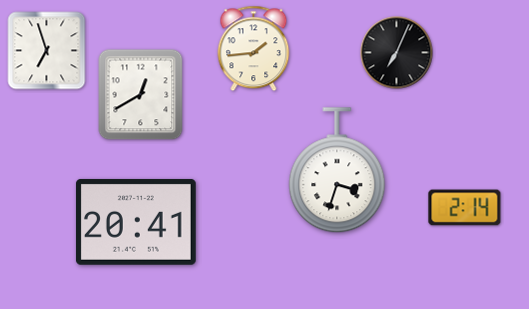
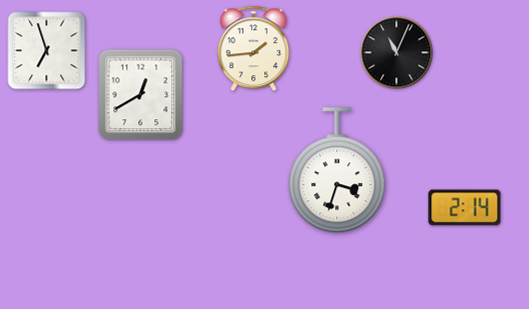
clock at (397, 53): 7:04 -> 11:04
clock at (136, 222): 20:41 -> none
